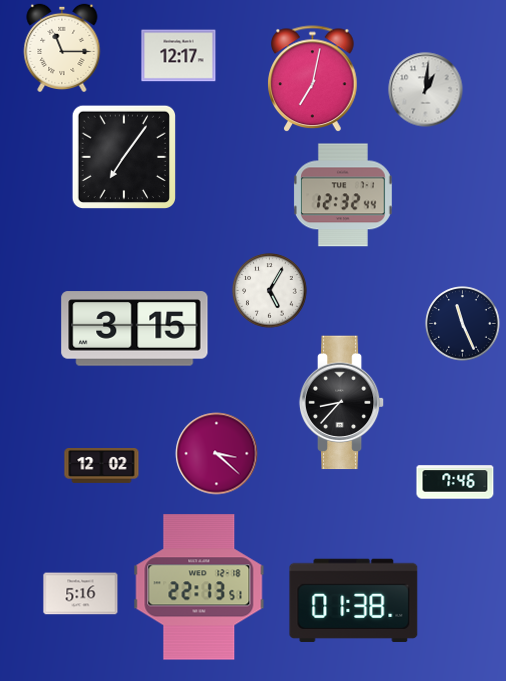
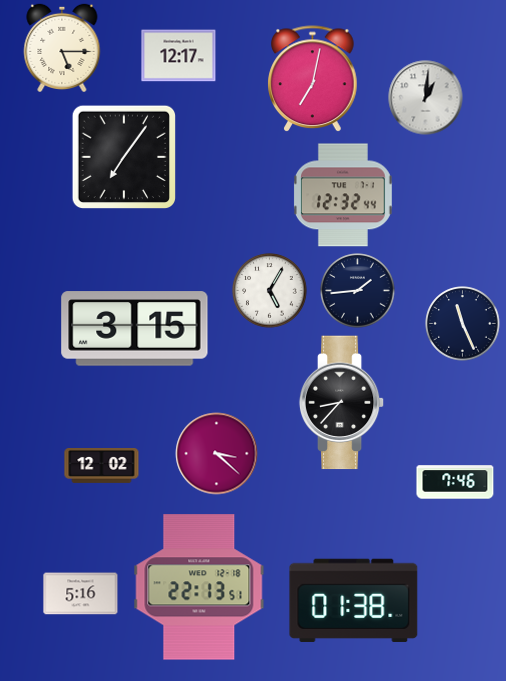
clock at (62, 47): 11:15 -> 5:15
clock at (426, 90) position: (426, 90) -> (426, 98)
clock at (358, 291): none -> 1:44
